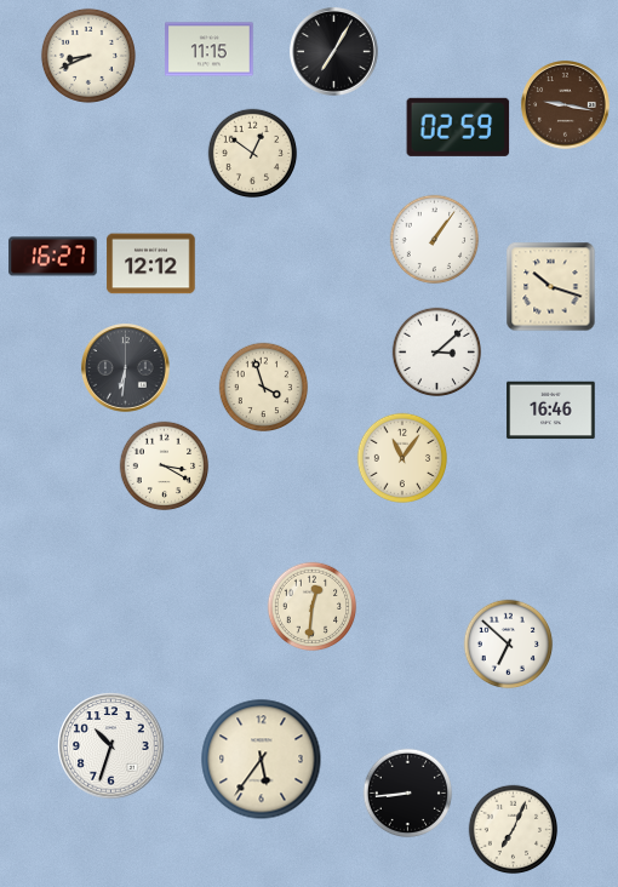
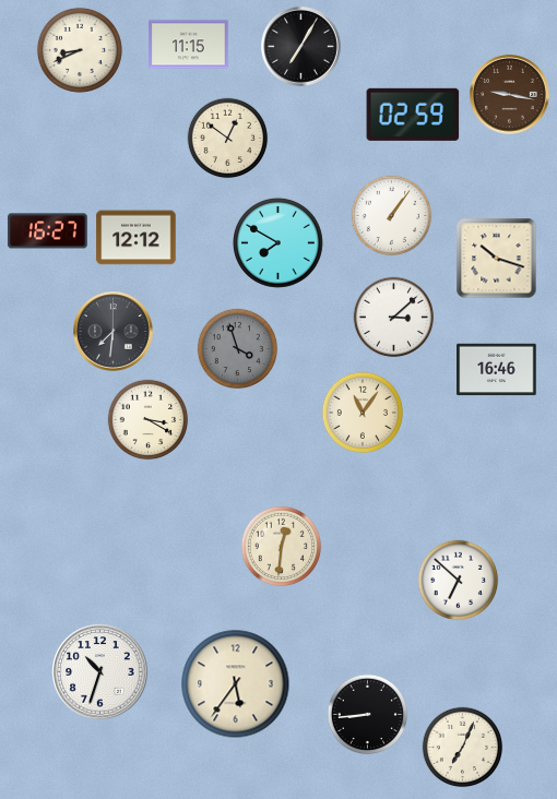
clock at (277, 242): none -> 7:50
clock at (126, 368): 6:31 -> 7:31
clock at (264, 388) dial: cream -> grey
